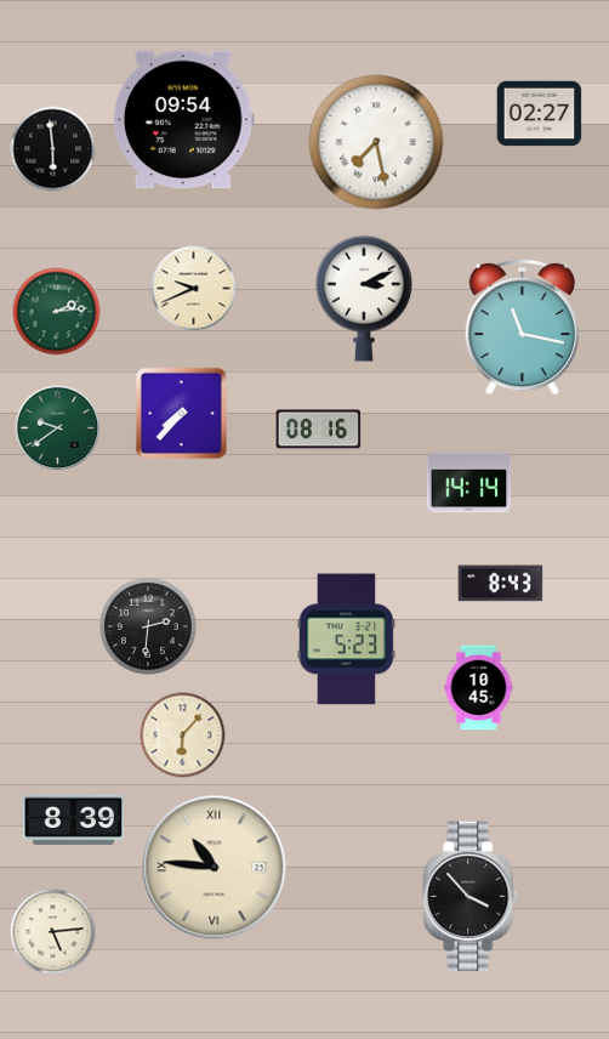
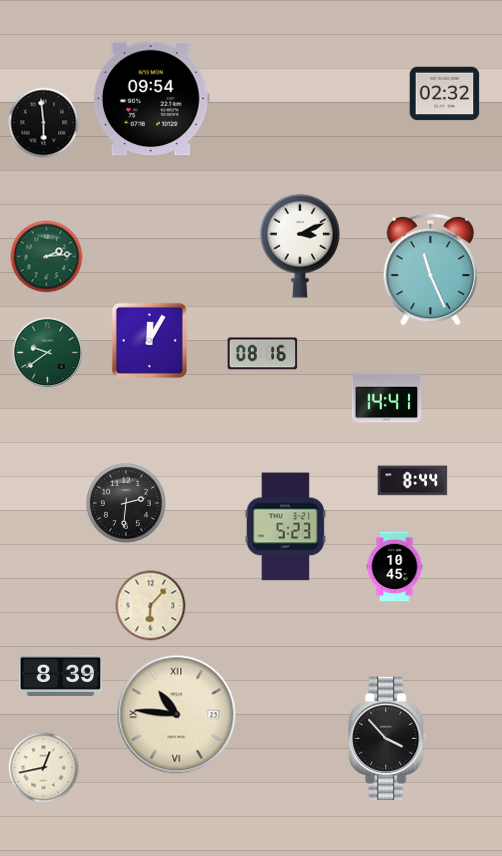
clock at (540, 114): 02:27 -> 02:32
clock at (376, 142): 7:28 -> none
clock at (194, 289): 9:41 -> none
clock at (523, 327): 11:17 -> 11:26
clock at (181, 413): 7:37 -> 12:05
clock at (469, 483): 14:14 -> 14:41
clock at (501, 584): 8:43 -> 8:44
clock at (148, 626) position: (148, 626) -> (126, 503)
clock at (53, 932): 5:14 -> 12:43
